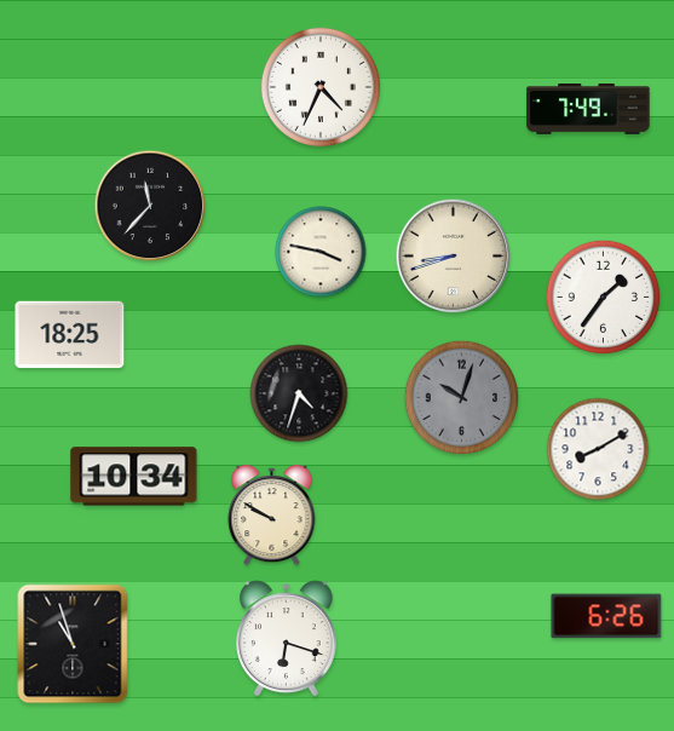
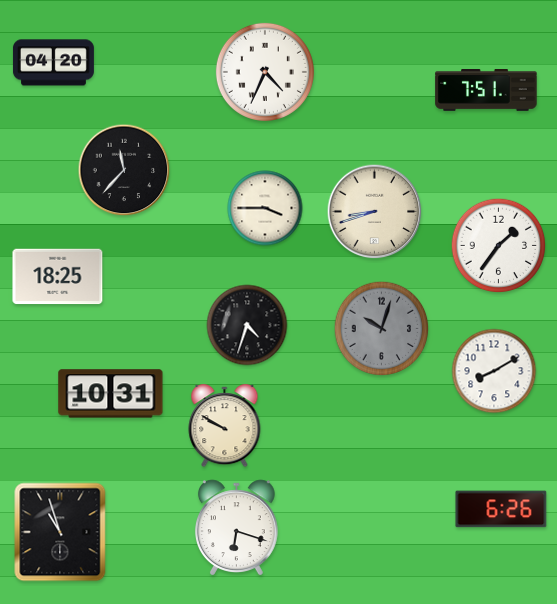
clock at (53, 63): none -> 04:20
clock at (588, 110): 7:49 -> 7:51
clock at (321, 252): 3:47 -> 3:45
clock at (134, 477): 10:34 -> 10:31
